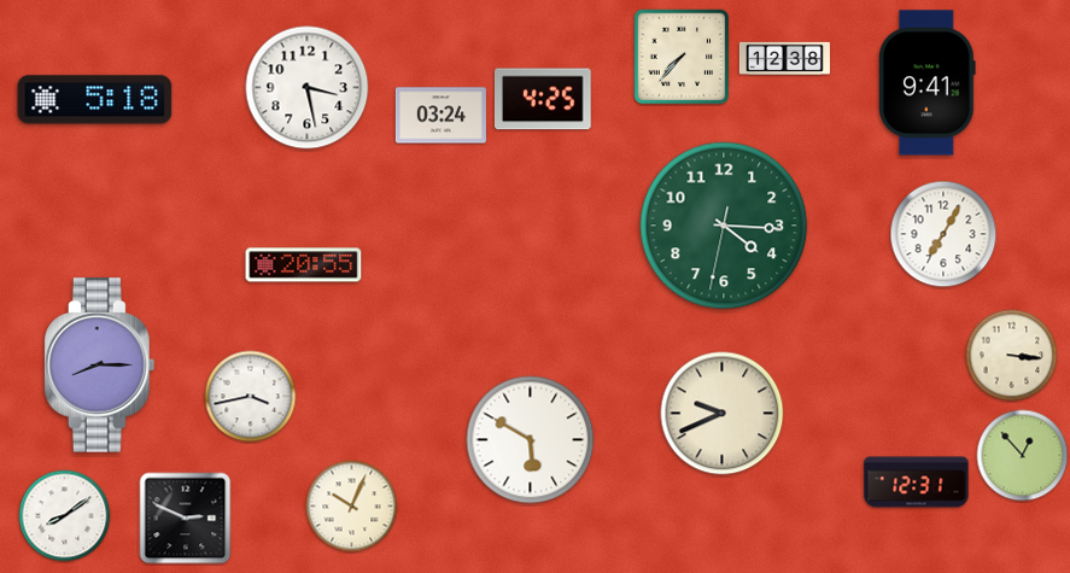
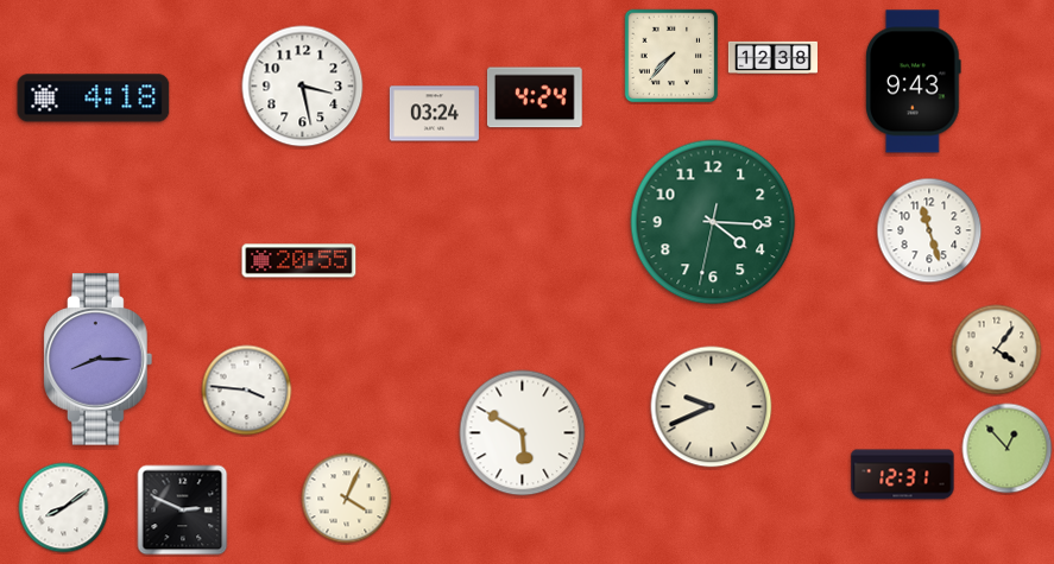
clock at (928, 83): 9:41 -> 9:43
clock at (543, 99): 4:25 -> 4:24
clock at (95, 100): 5:18 -> 4:18
clock at (943, 234): 7:05 -> 11:27
clock at (1012, 356): 3:16 -> 4:06
clock at (251, 397): 3:43 -> 3:46
clock at (352, 507): 10:04 -> 4:04
